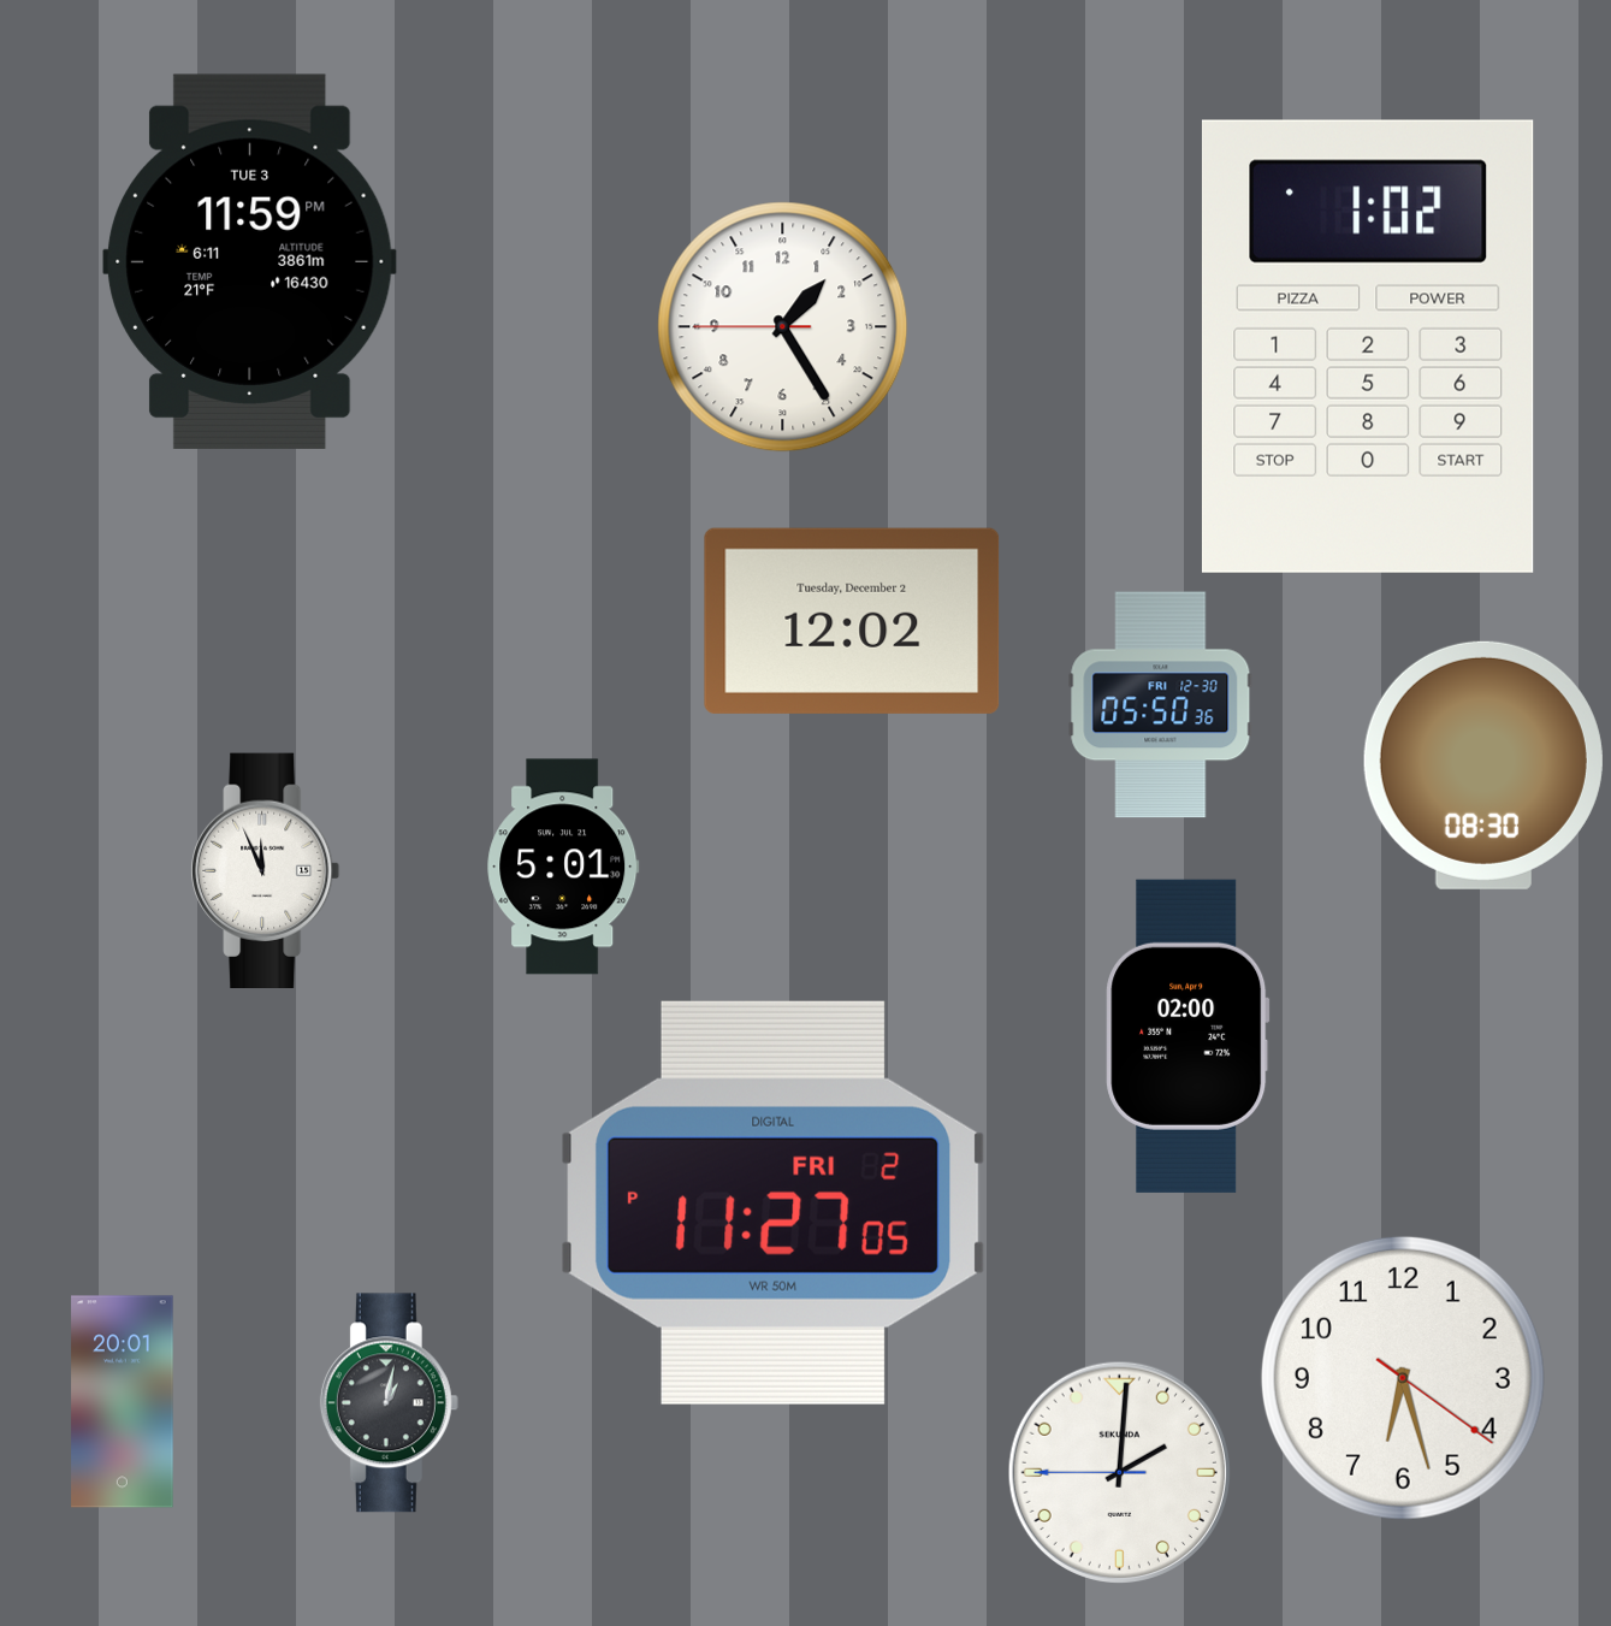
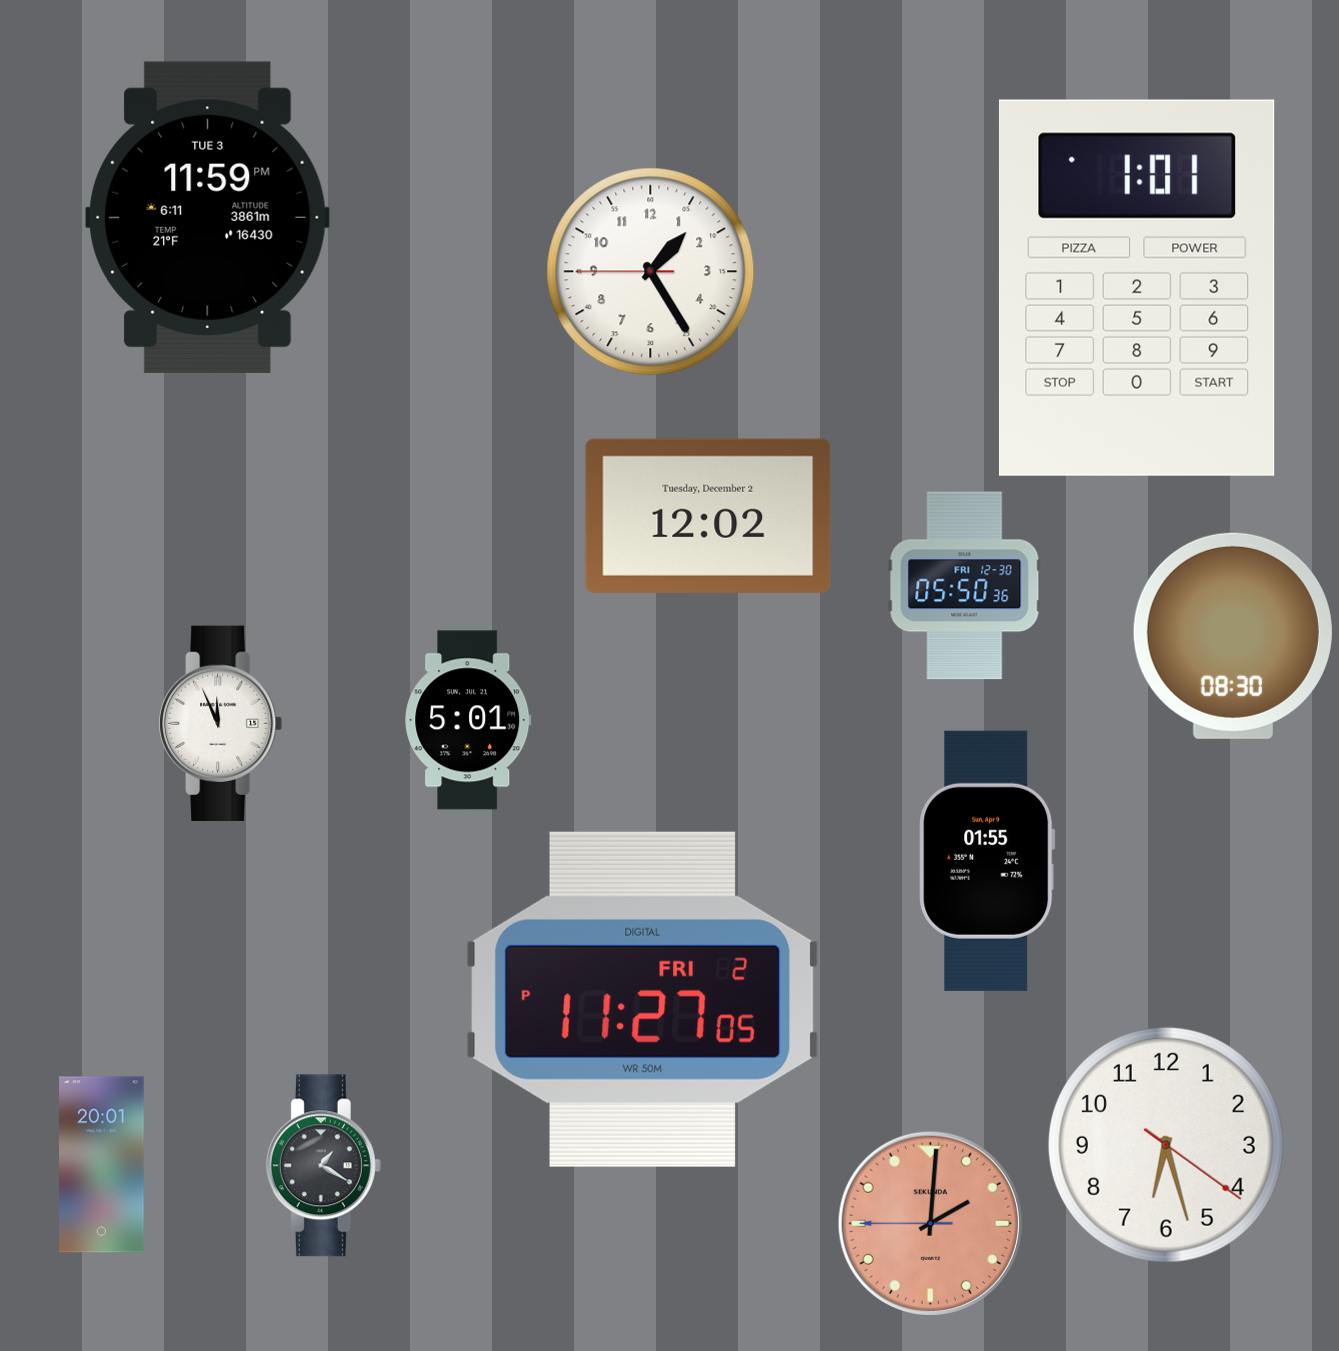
clock at (1368, 347): 1:02 -> 1:01
clock at (1187, 1036): 02:00 -> 01:55
clock at (389, 1403): 1:02 -> 1:20
clock at (1119, 1472) dial: white -> salmon
